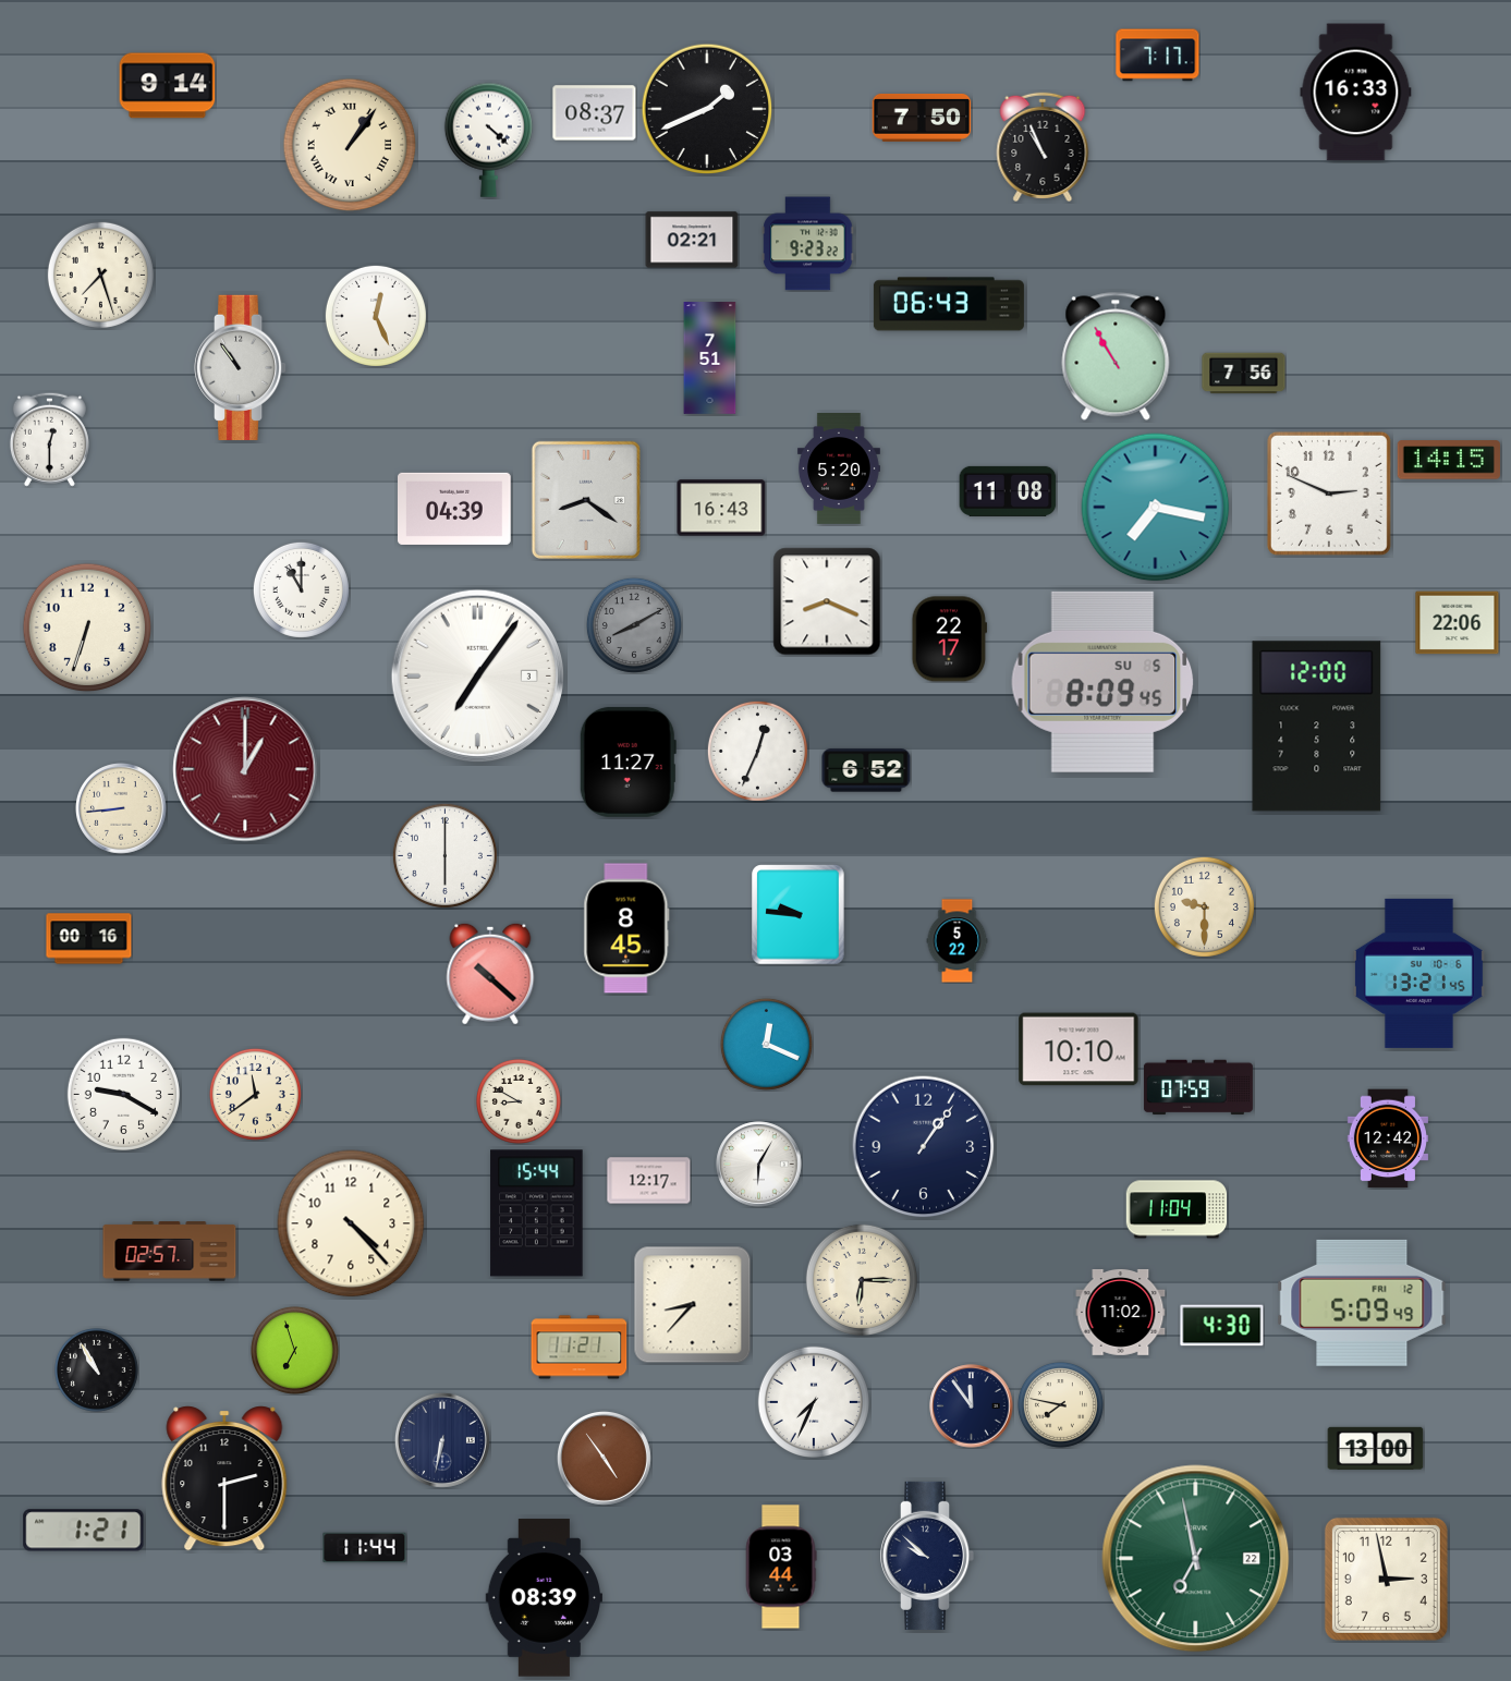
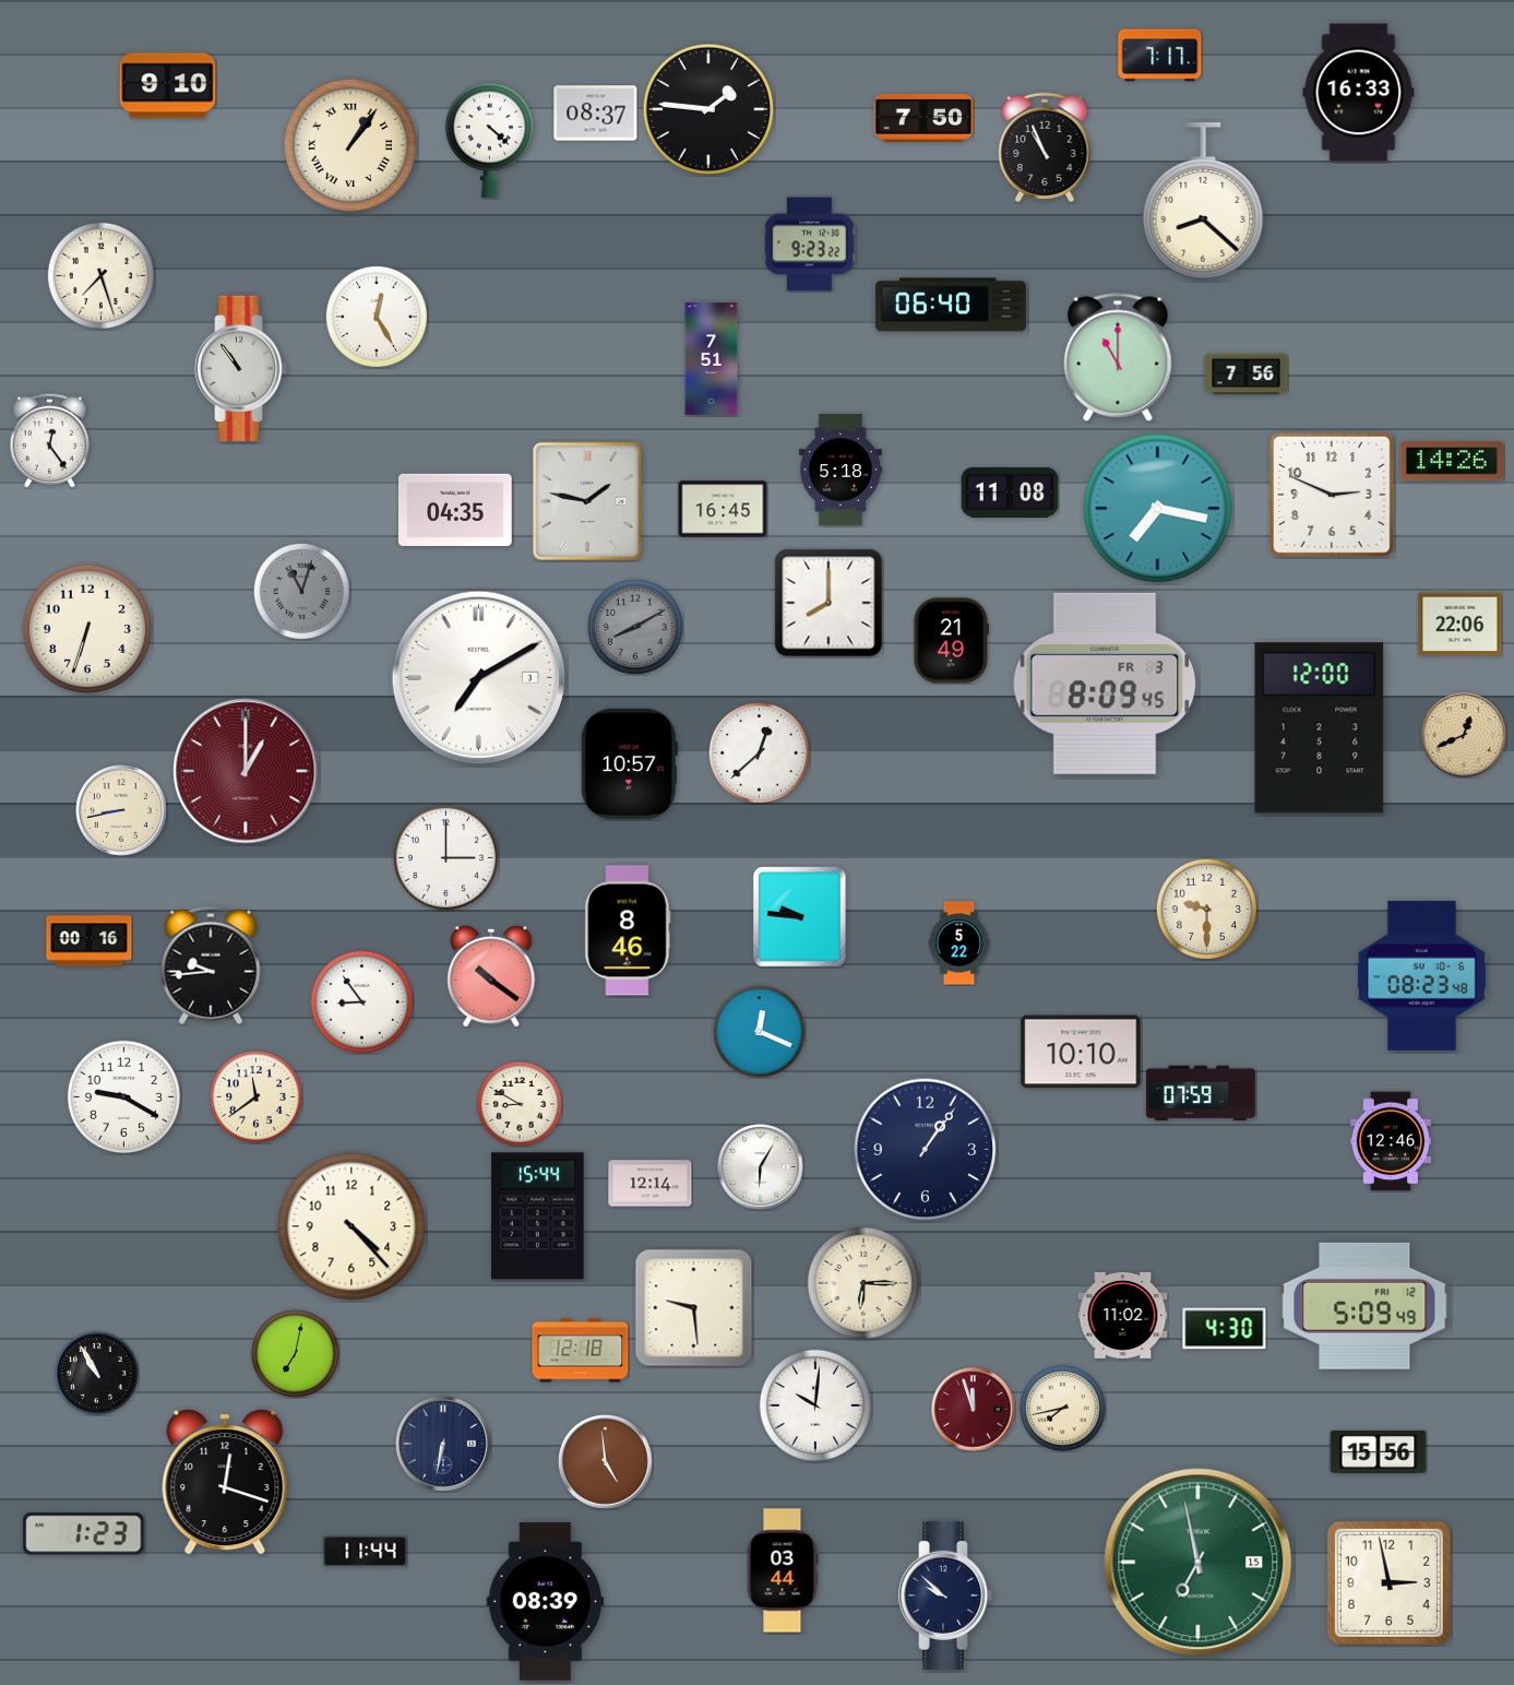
clock at (168, 86): 9:14 -> 9:10
clock at (707, 109): 1:41 -> 1:46
clock at (1203, 202): none -> 8:22
clock at (692, 240): 02:21 -> none
clock at (949, 304): 06:43 -> 06:40
clock at (376, 316): 12:26 -> 12:25
clock at (1116, 356): 10:55 -> 11:00
clock at (49, 439): 12:30 -> 12:24
clock at (1449, 460): 14:15 -> 14:26
clock at (839, 468): 5:20 -> 5:18
clock at (586, 500): 8:21 -> 1:47
clock at (721, 508): 16:43 -> 16:45
clock at (454, 509): 04:39 -> 04:35
clock at (301, 589): 11:00 -> 11:03
clock at (301, 589) dial: white -> grey
clock at (827, 601): 8:19 -> 8:00
clock at (949, 639): 22:17 -> 21:49
clock at (477, 675): 7:06 -> 7:10
clock at (1102, 682) date: SU 5 -> FR 3
clock at (1464, 735): none -> 12:41
clock at (757, 751): 12:34 -> 12:38
clock at (627, 762): 11:27 -> 10:57
clock at (866, 770): 6:52 -> none
clock at (122, 809): 8:44 -> 8:43
clock at (444, 855): 6:00 -> 3:00
clock at (626, 928): 8:45 -> 8:46
clock at (211, 965): none -> 9:44
clock at (1418, 973): 13:21 -> 08:23
clock at (490, 974): 10:22 -> 10:21
clock at (361, 1001): none -> 8:54
clock at (766, 1044) position: (766, 1044) -> (759, 1031)
clock at (1198, 1087) position: (1198, 1087) -> (1201, 1093)
clock at (1388, 1138): 12:42 -> 12:46
clock at (649, 1181): 12:17 -> 12:14
clock at (1177, 1209): 11:04 -> none
clock at (170, 1252): 02:57 -> none
clock at (693, 1305): 8:37 -> 9:29
clock at (580, 1348): 11:21 -> 12:18
clock at (294, 1350): 6:57 -> 7:02
clock at (814, 1402): 7:34 -> 10:01
clock at (1060, 1404): 7:47 -> 7:43
clock at (972, 1406): 11:54 -> 11:57
clock at (972, 1406) dial: navy -> burgundy
clock at (1376, 1448): 13:00 -> 15:56
clock at (604, 1458): 4:54 -> 4:59
clock at (224, 1478): 2:30 -> 12:18
clock at (84, 1531): 1:21 -> 1:23
clock at (928, 1556) position: (928, 1556) -> (946, 1595)
clock at (1196, 1559) date: 22 -> 15
